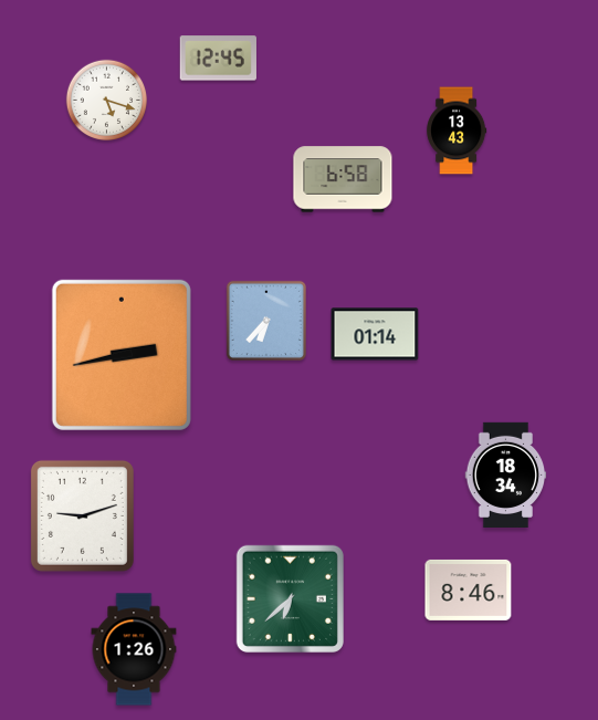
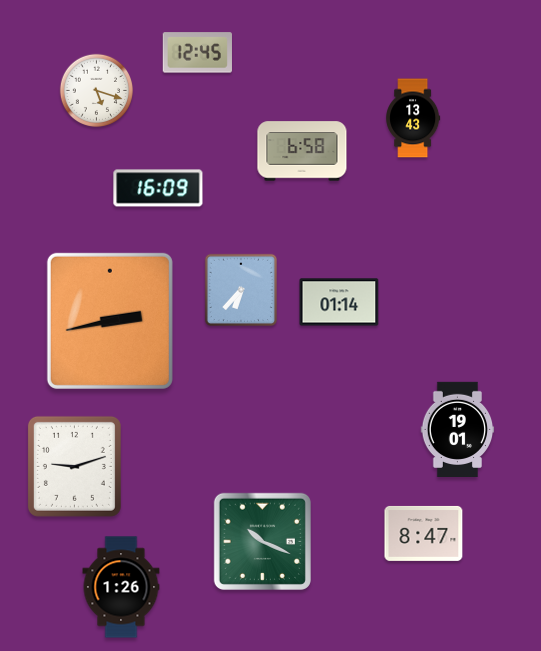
clock at (343, 179) position: (343, 179) -> (302, 151)
clock at (158, 188): none -> 16:09
clock at (506, 474): 18:34 -> 19:01
clock at (469, 589): 8:46 -> 8:47
clock at (290, 598): 6:38 -> 10:19
